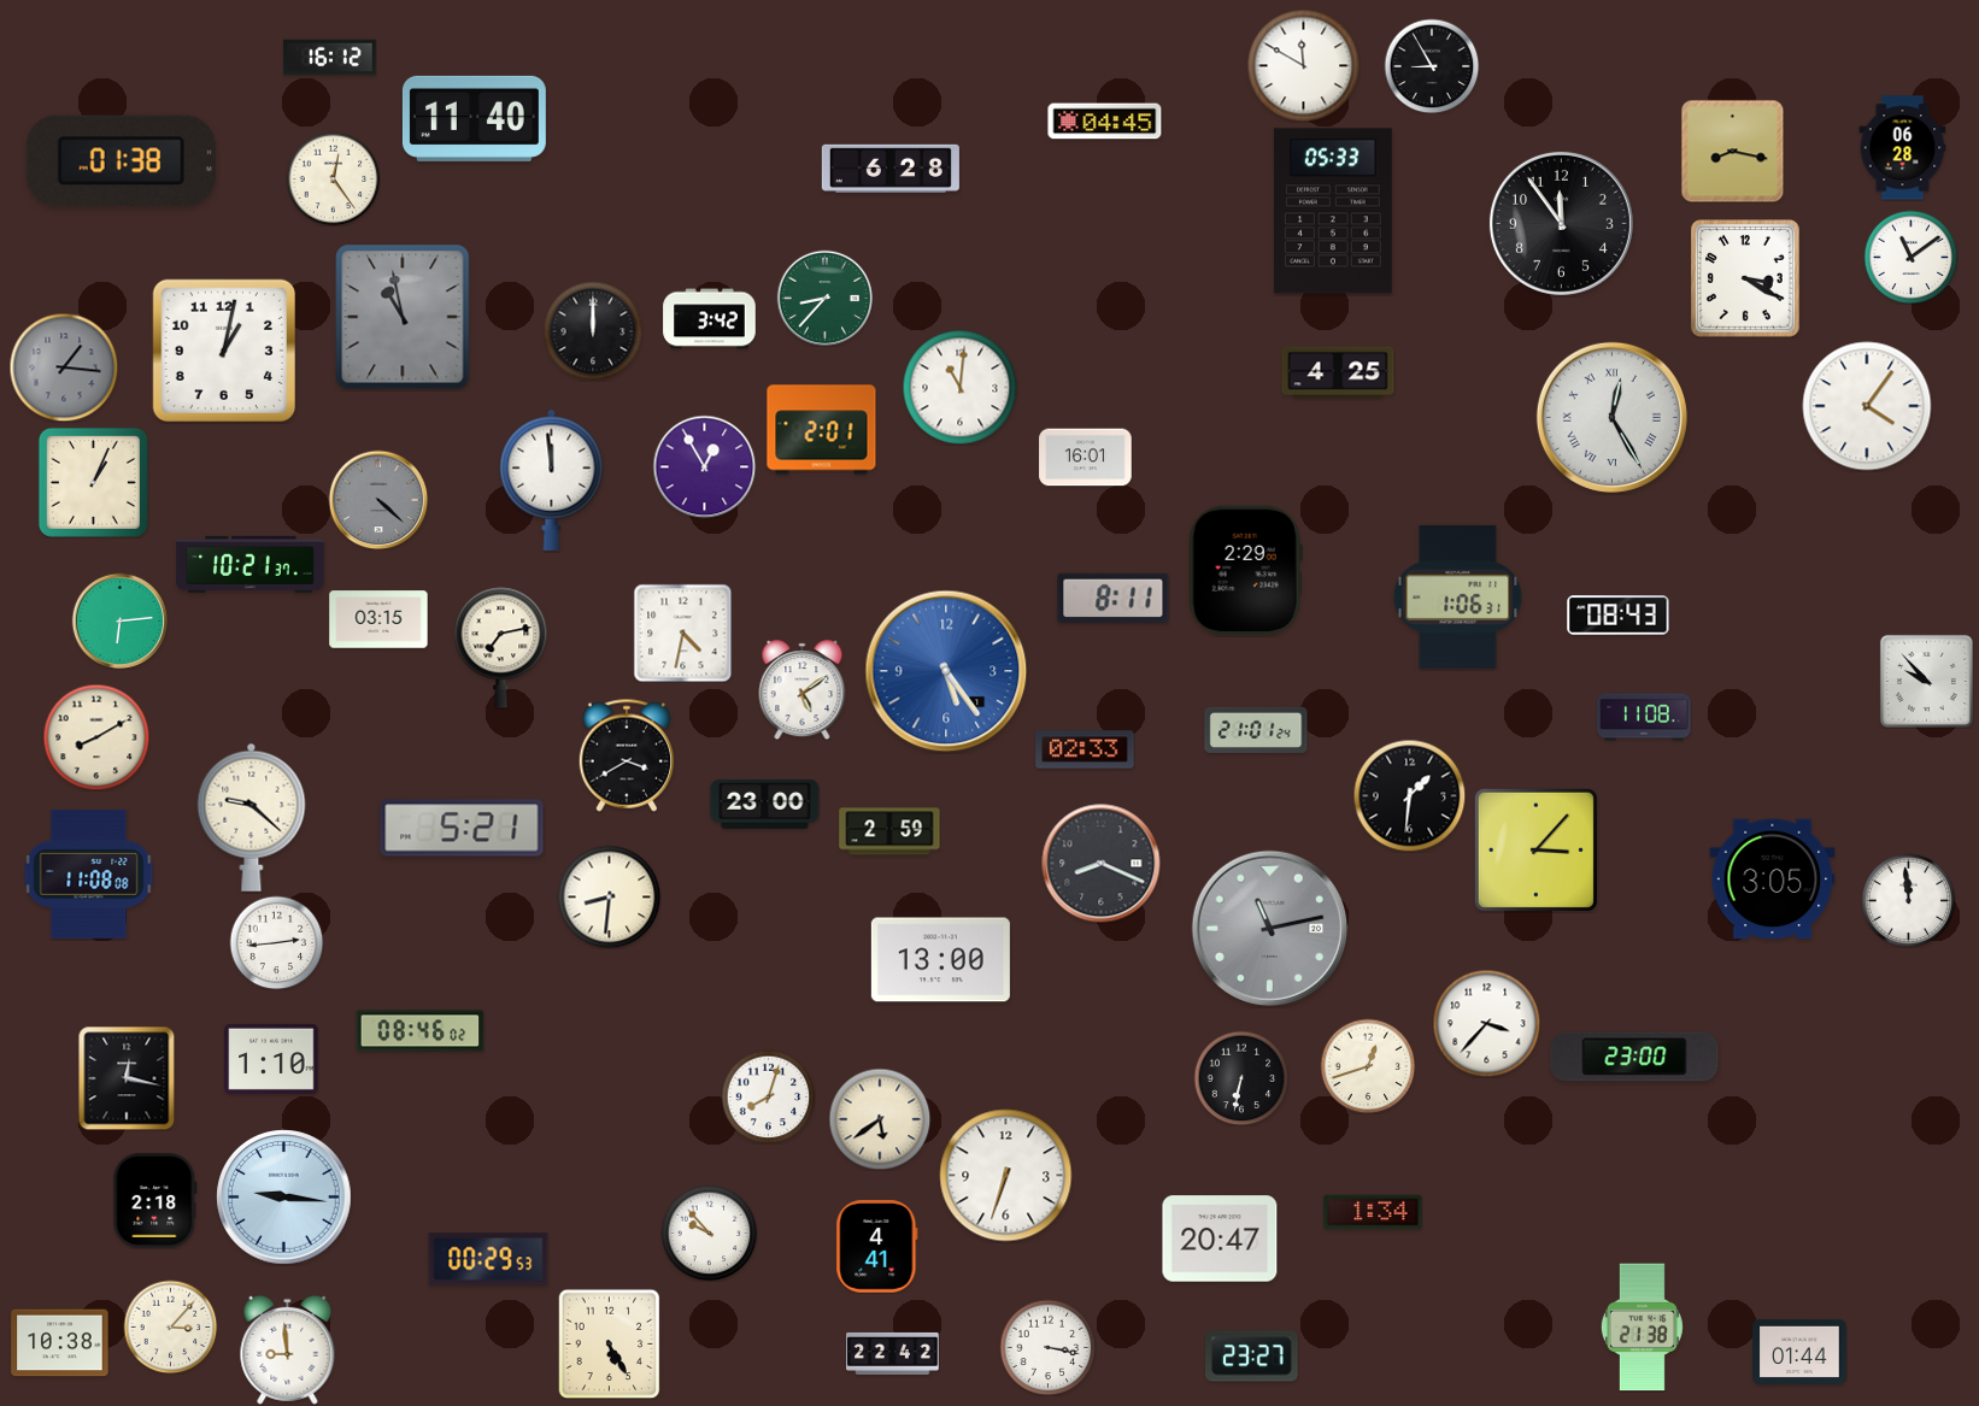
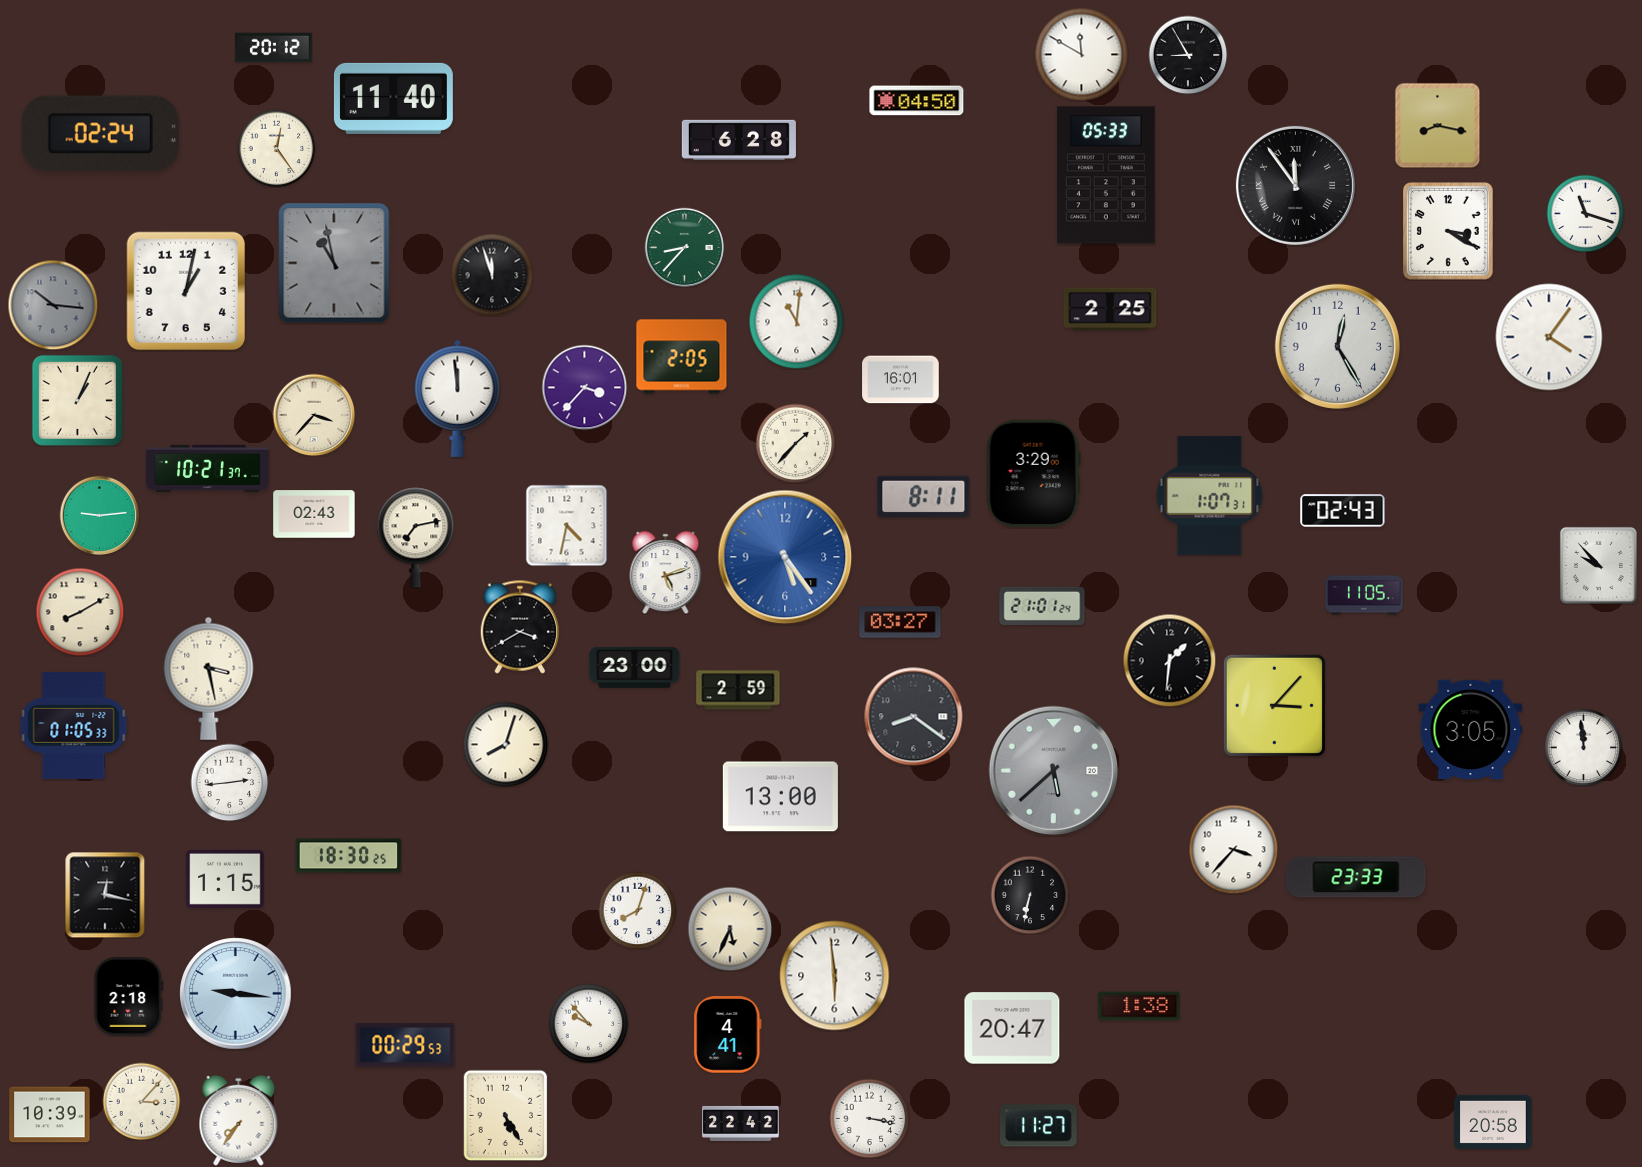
clock at (330, 58): 16:12 -> 20:12
clock at (1105, 122): 04:45 -> 04:50
clock at (1903, 148): 06:28 -> none
clock at (121, 161): 01:38 -> 02:24
clock at (1561, 223) numerals: Arabic -> Roman
clock at (1910, 257): 11:09 -> 11:18
clock at (710, 319): 3:42 -> none
clock at (593, 331): 12:00 -> 11:57
clock at (64, 367): 1:16 -> 10:16
clock at (1338, 372): 4:25 -> 2:25
clock at (1611, 417) numerals: Roman -> Arabic
clock at (822, 430): 2:01 -> 2:05
clock at (704, 466): 12:55 -> 3:37
clock at (378, 500): 4:22 -> 3:37
clock at (378, 500) dial: grey -> cream
clock at (795, 443): none -> 1:37
clock at (1245, 571): 2:29 -> 3:29
clock at (1458, 596): 1:06 -> 1:07
clock at (1619, 616): 08:43 -> 02:43
clock at (378, 619): 03:15 -> 02:43
clock at (119, 620): 6:14 -> 9:14
clock at (803, 690): 5:09 -> 5:12
clock at (1644, 717): 11:08 -> 11:05
clock at (1085, 749): 02:33 -> 03:27
clock at (252, 817): 9:22 -> 3:28
clock at (462, 828): 5:21 -> none
clock at (1102, 864): 8:19 -> 8:21
clock at (89, 873): 11:08 -> 01:05
clock at (609, 896): 8:31 -> 8:03
clock at (1270, 929): 11:13 -> 5:38
clock at (421, 1031): 08:46 -> 18:30
clock at (1634, 1057): 23:00 -> 23:33
clock at (271, 1059): 1:10 -> 1:15
clock at (1368, 1066): 12:42 -> none
clock at (880, 1119): 5:39 -> 5:34
clock at (1006, 1176): 6:33 -> 5:59
clock at (1373, 1212): 1:34 -> 1:38
clock at (1642, 1328): 21:38 -> none
clock at (60, 1343): 10:38 -> 10:39
clock at (288, 1349): 8:59 -> 7:36
clock at (1799, 1352): 01:44 -> 20:58
clock at (1252, 1357): 23:27 -> 11:27
